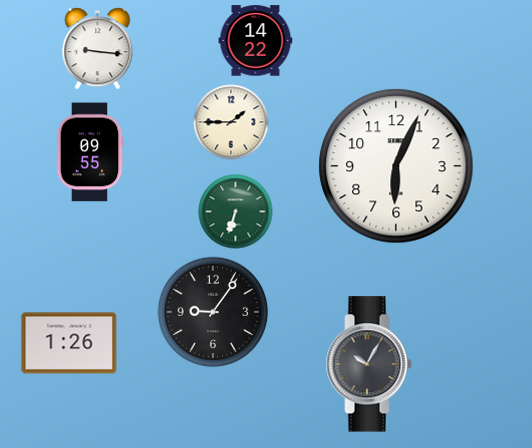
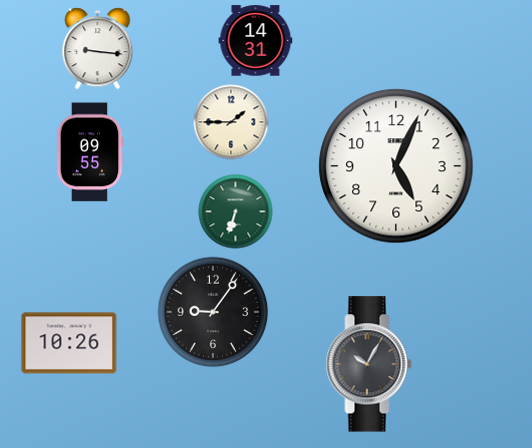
clock at (256, 41): 14:22 -> 14:31
clock at (396, 166): 6:04 -> 5:04
clock at (69, 343): 1:26 -> 10:26
